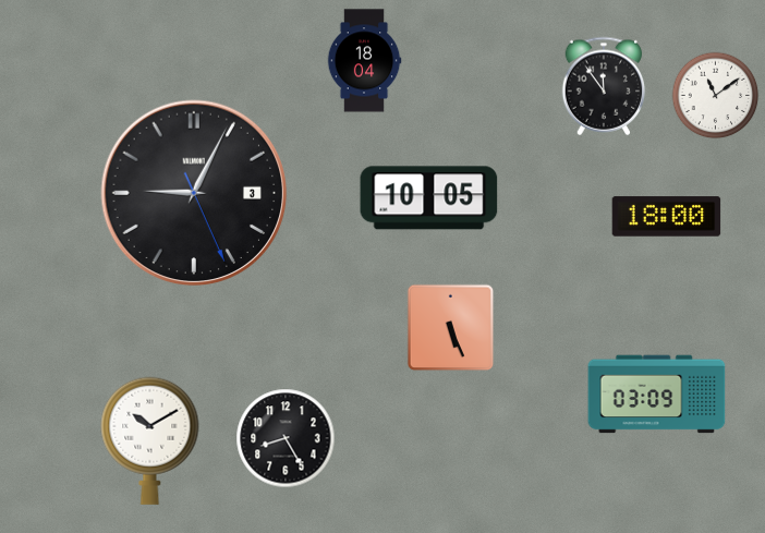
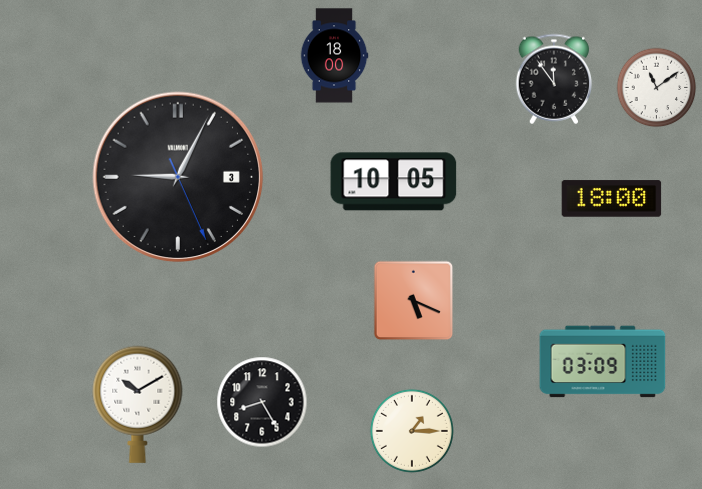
clock at (364, 61): 18:04 -> 18:00
clock at (451, 328): 5:26 -> 5:19
clock at (412, 431): none -> 1:15
